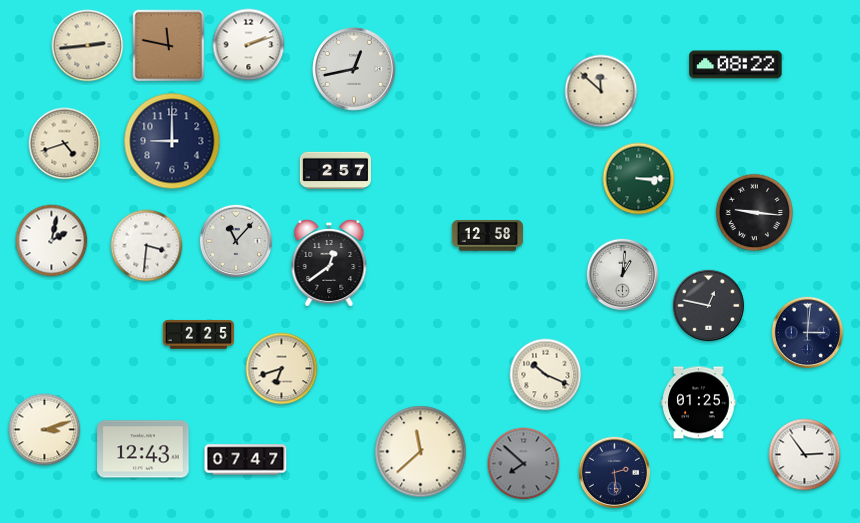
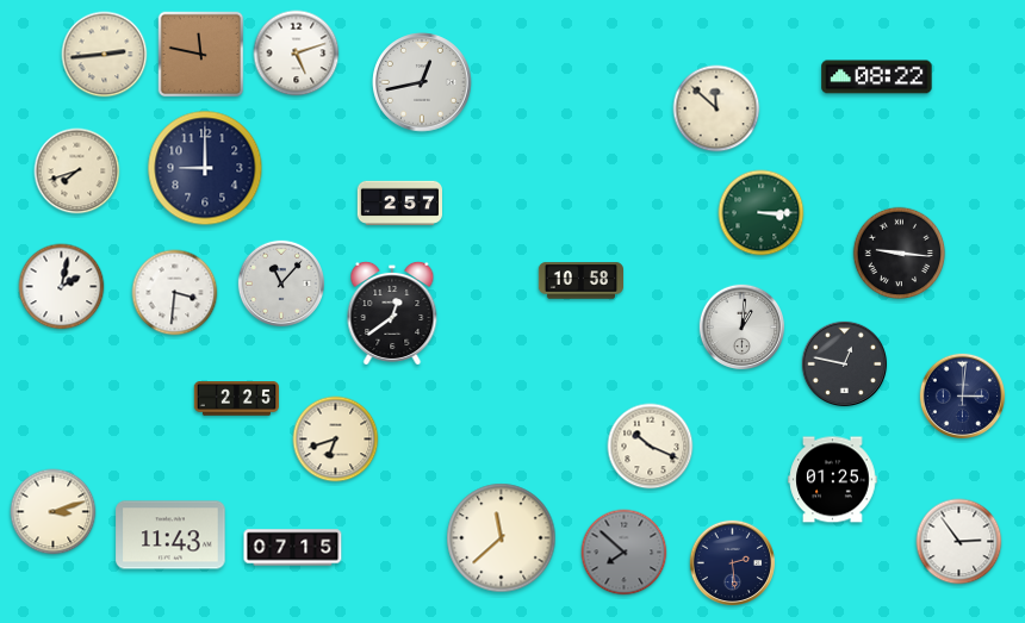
clock at (249, 45): 2:12 -> 5:12
clock at (65, 144): 4:42 -> 7:42
clock at (487, 236): 12:58 -> 10:58
clock at (235, 240) position: (235, 240) -> (280, 282)
clock at (143, 449): 12:43 -> 11:43
clock at (246, 460): 07:47 -> 07:15
